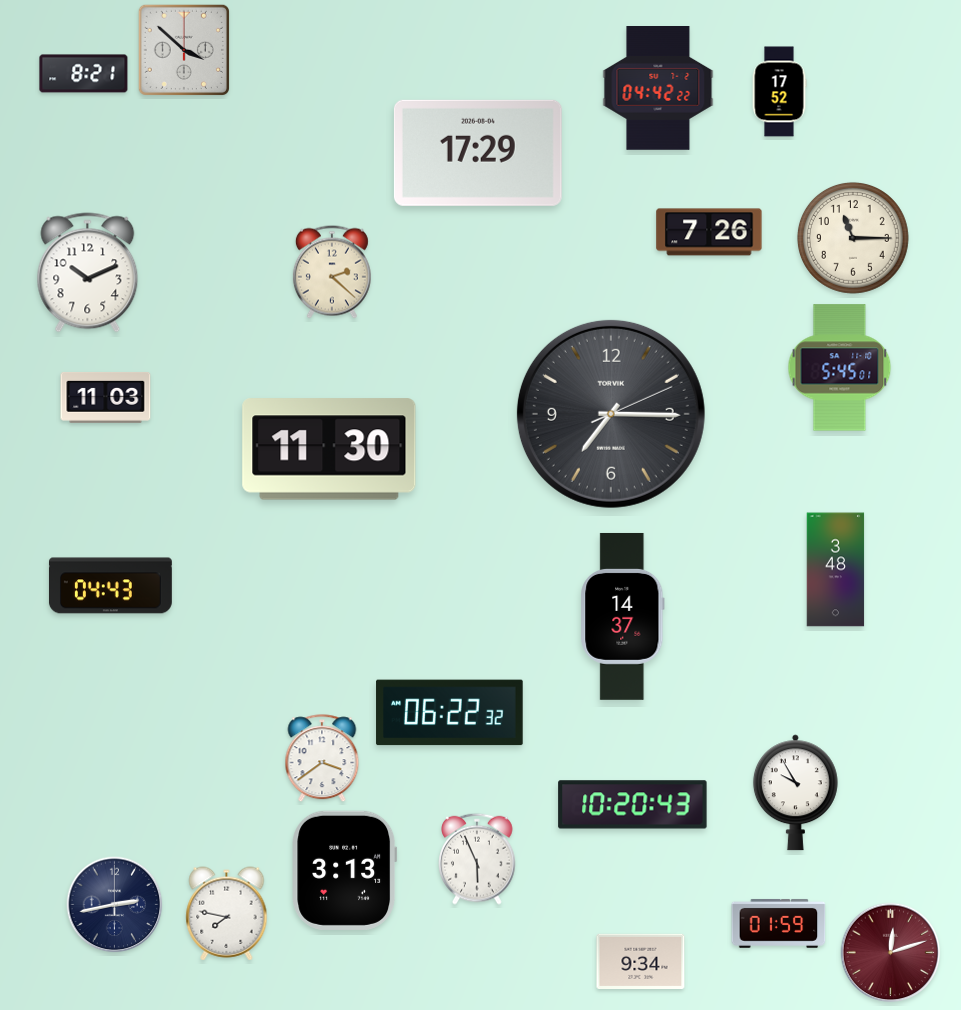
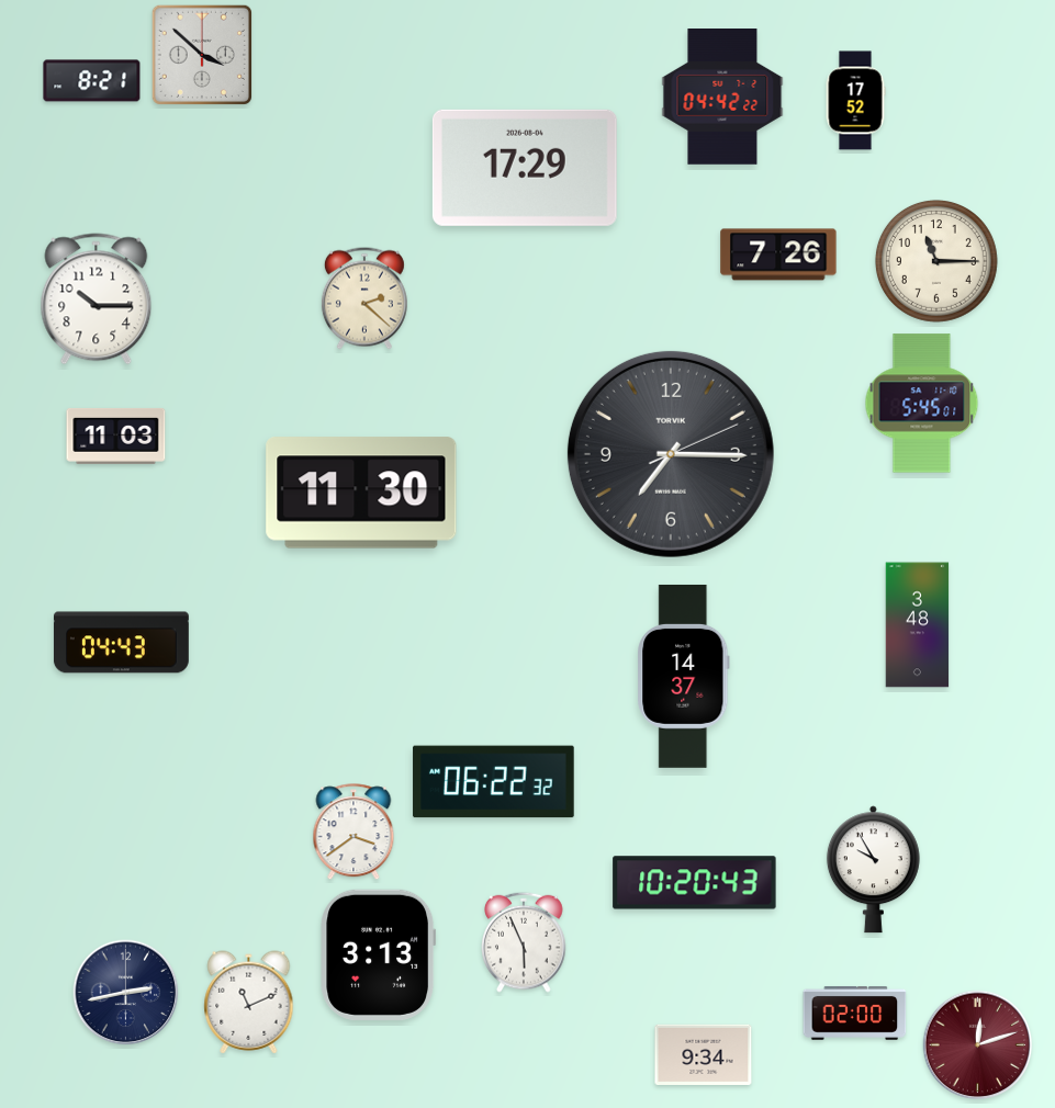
clock at (88, 273): 10:11 -> 10:15
clock at (227, 914): 7:47 -> 11:11
clock at (779, 923): 01:59 -> 02:00
